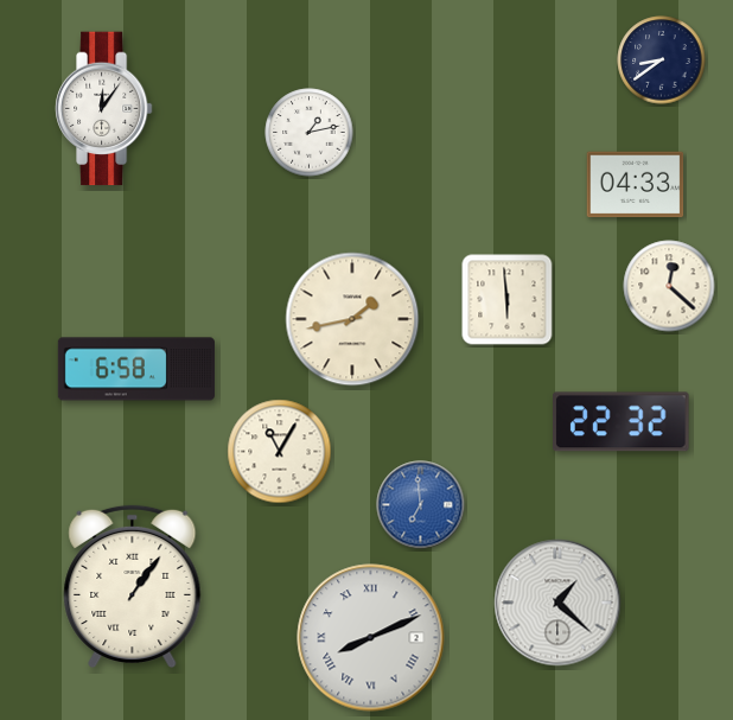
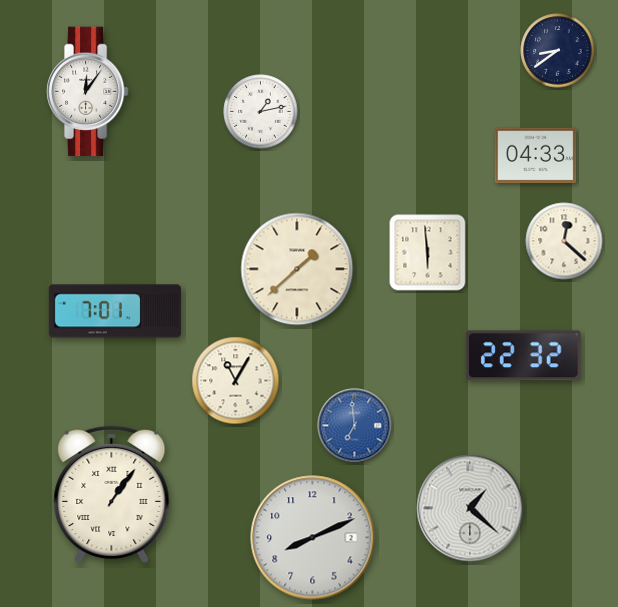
clock at (352, 319): 1:43 -> 1:38
clock at (136, 369): 6:58 -> 7:01
clock at (371, 638) numerals: Roman -> Arabic
